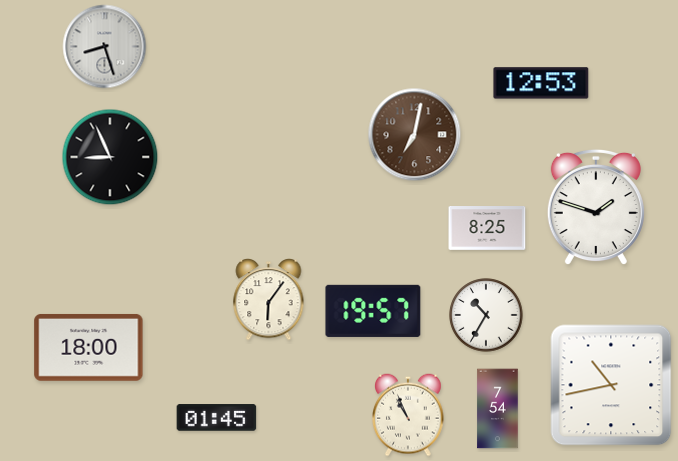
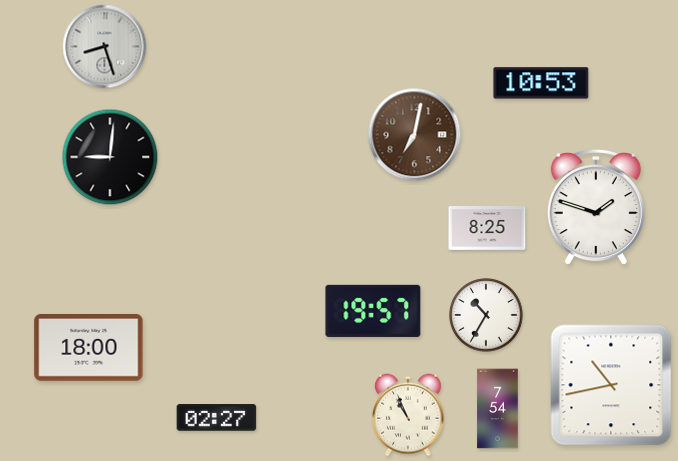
clock at (541, 83): 12:53 -> 10:53
clock at (110, 157): 8:56 -> 9:01
clock at (269, 300): 6:06 -> none
clock at (217, 418): 01:45 -> 02:27
